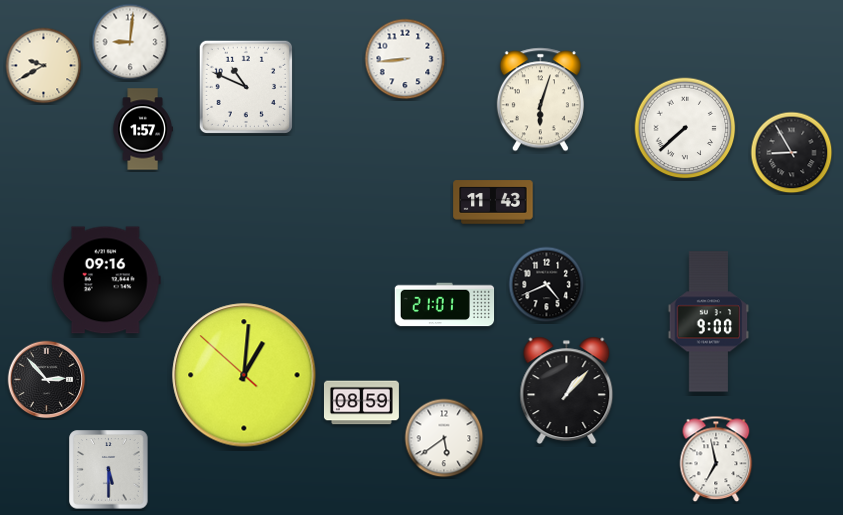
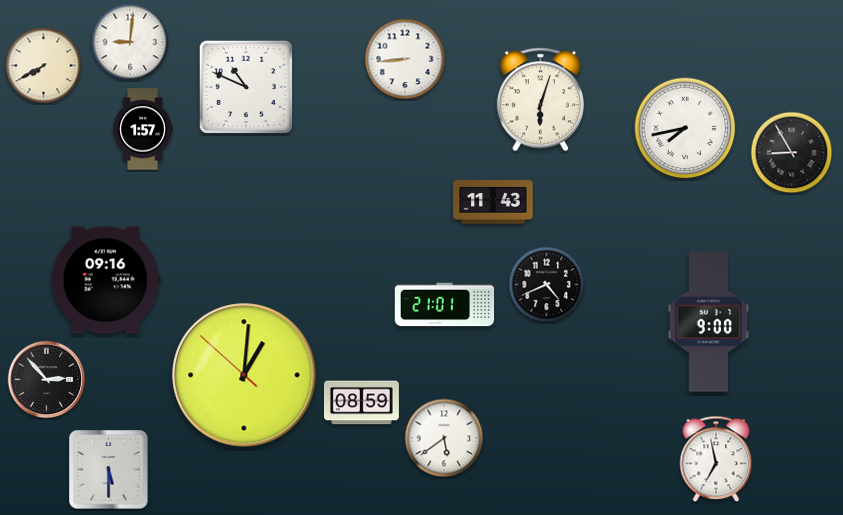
clock at (44, 66): 9:40 -> 7:40
clock at (685, 128): 7:38 -> 7:43
clock at (567, 391): 1:07 -> none
